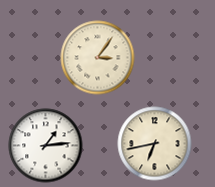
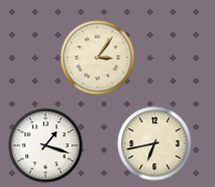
clock at (46, 146): 1:14 -> 1:18
